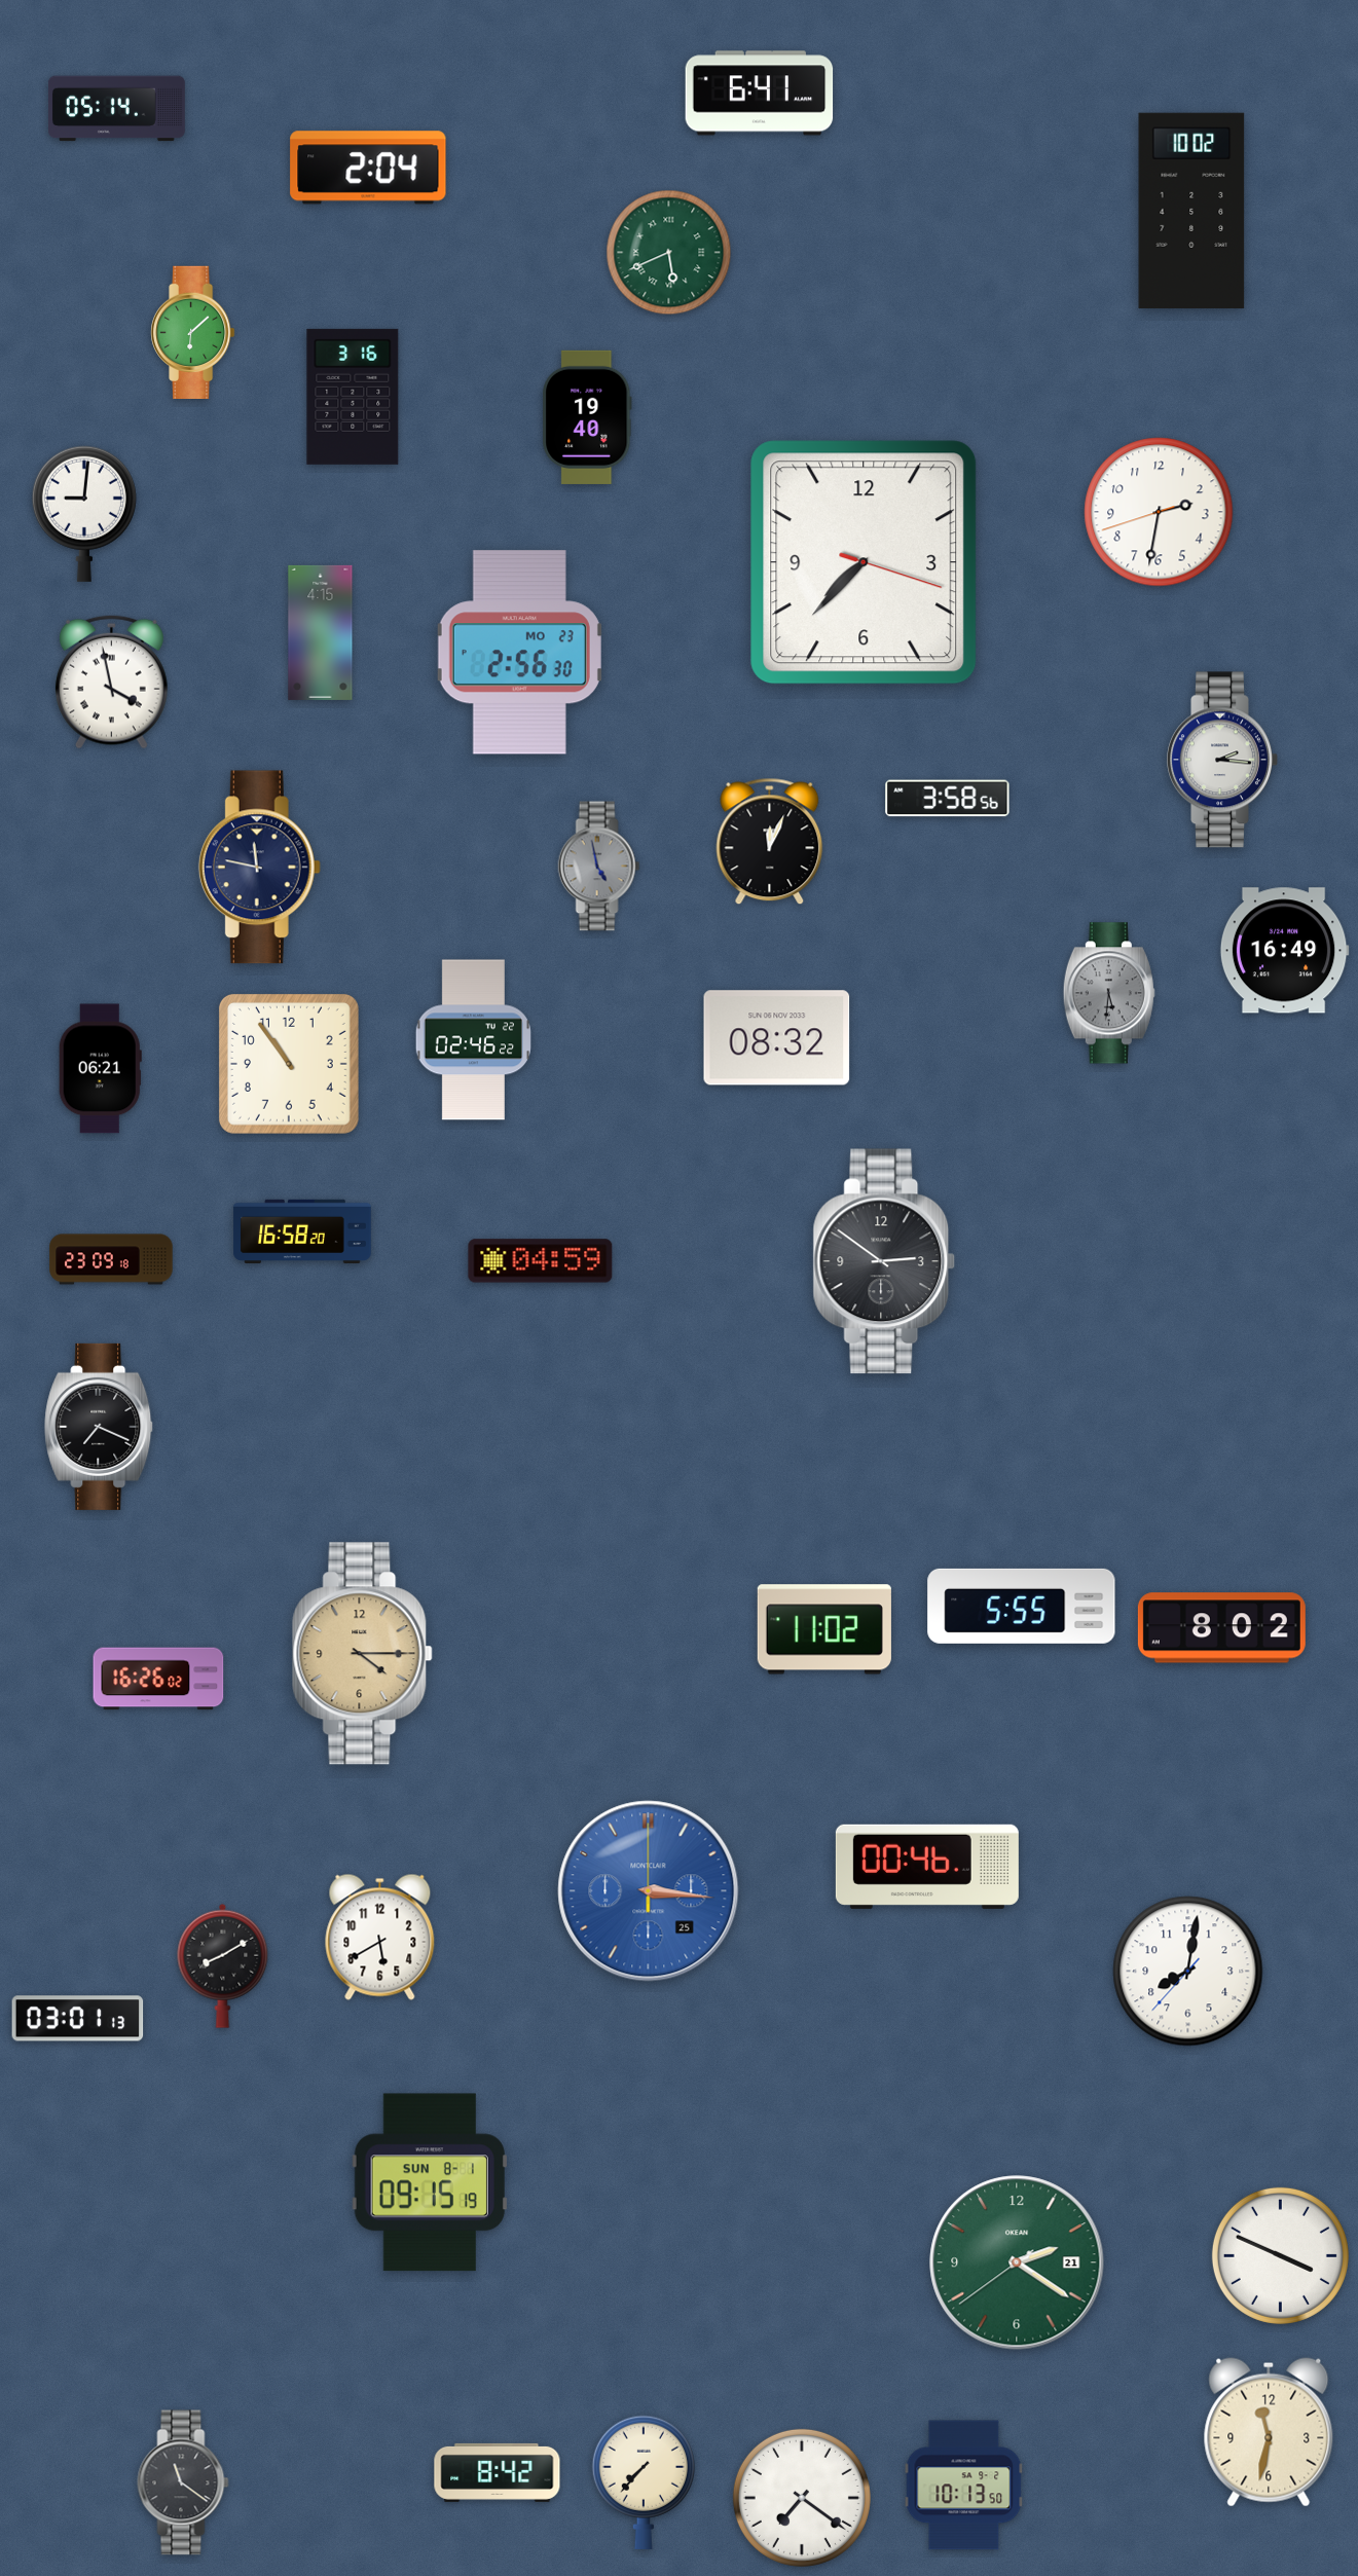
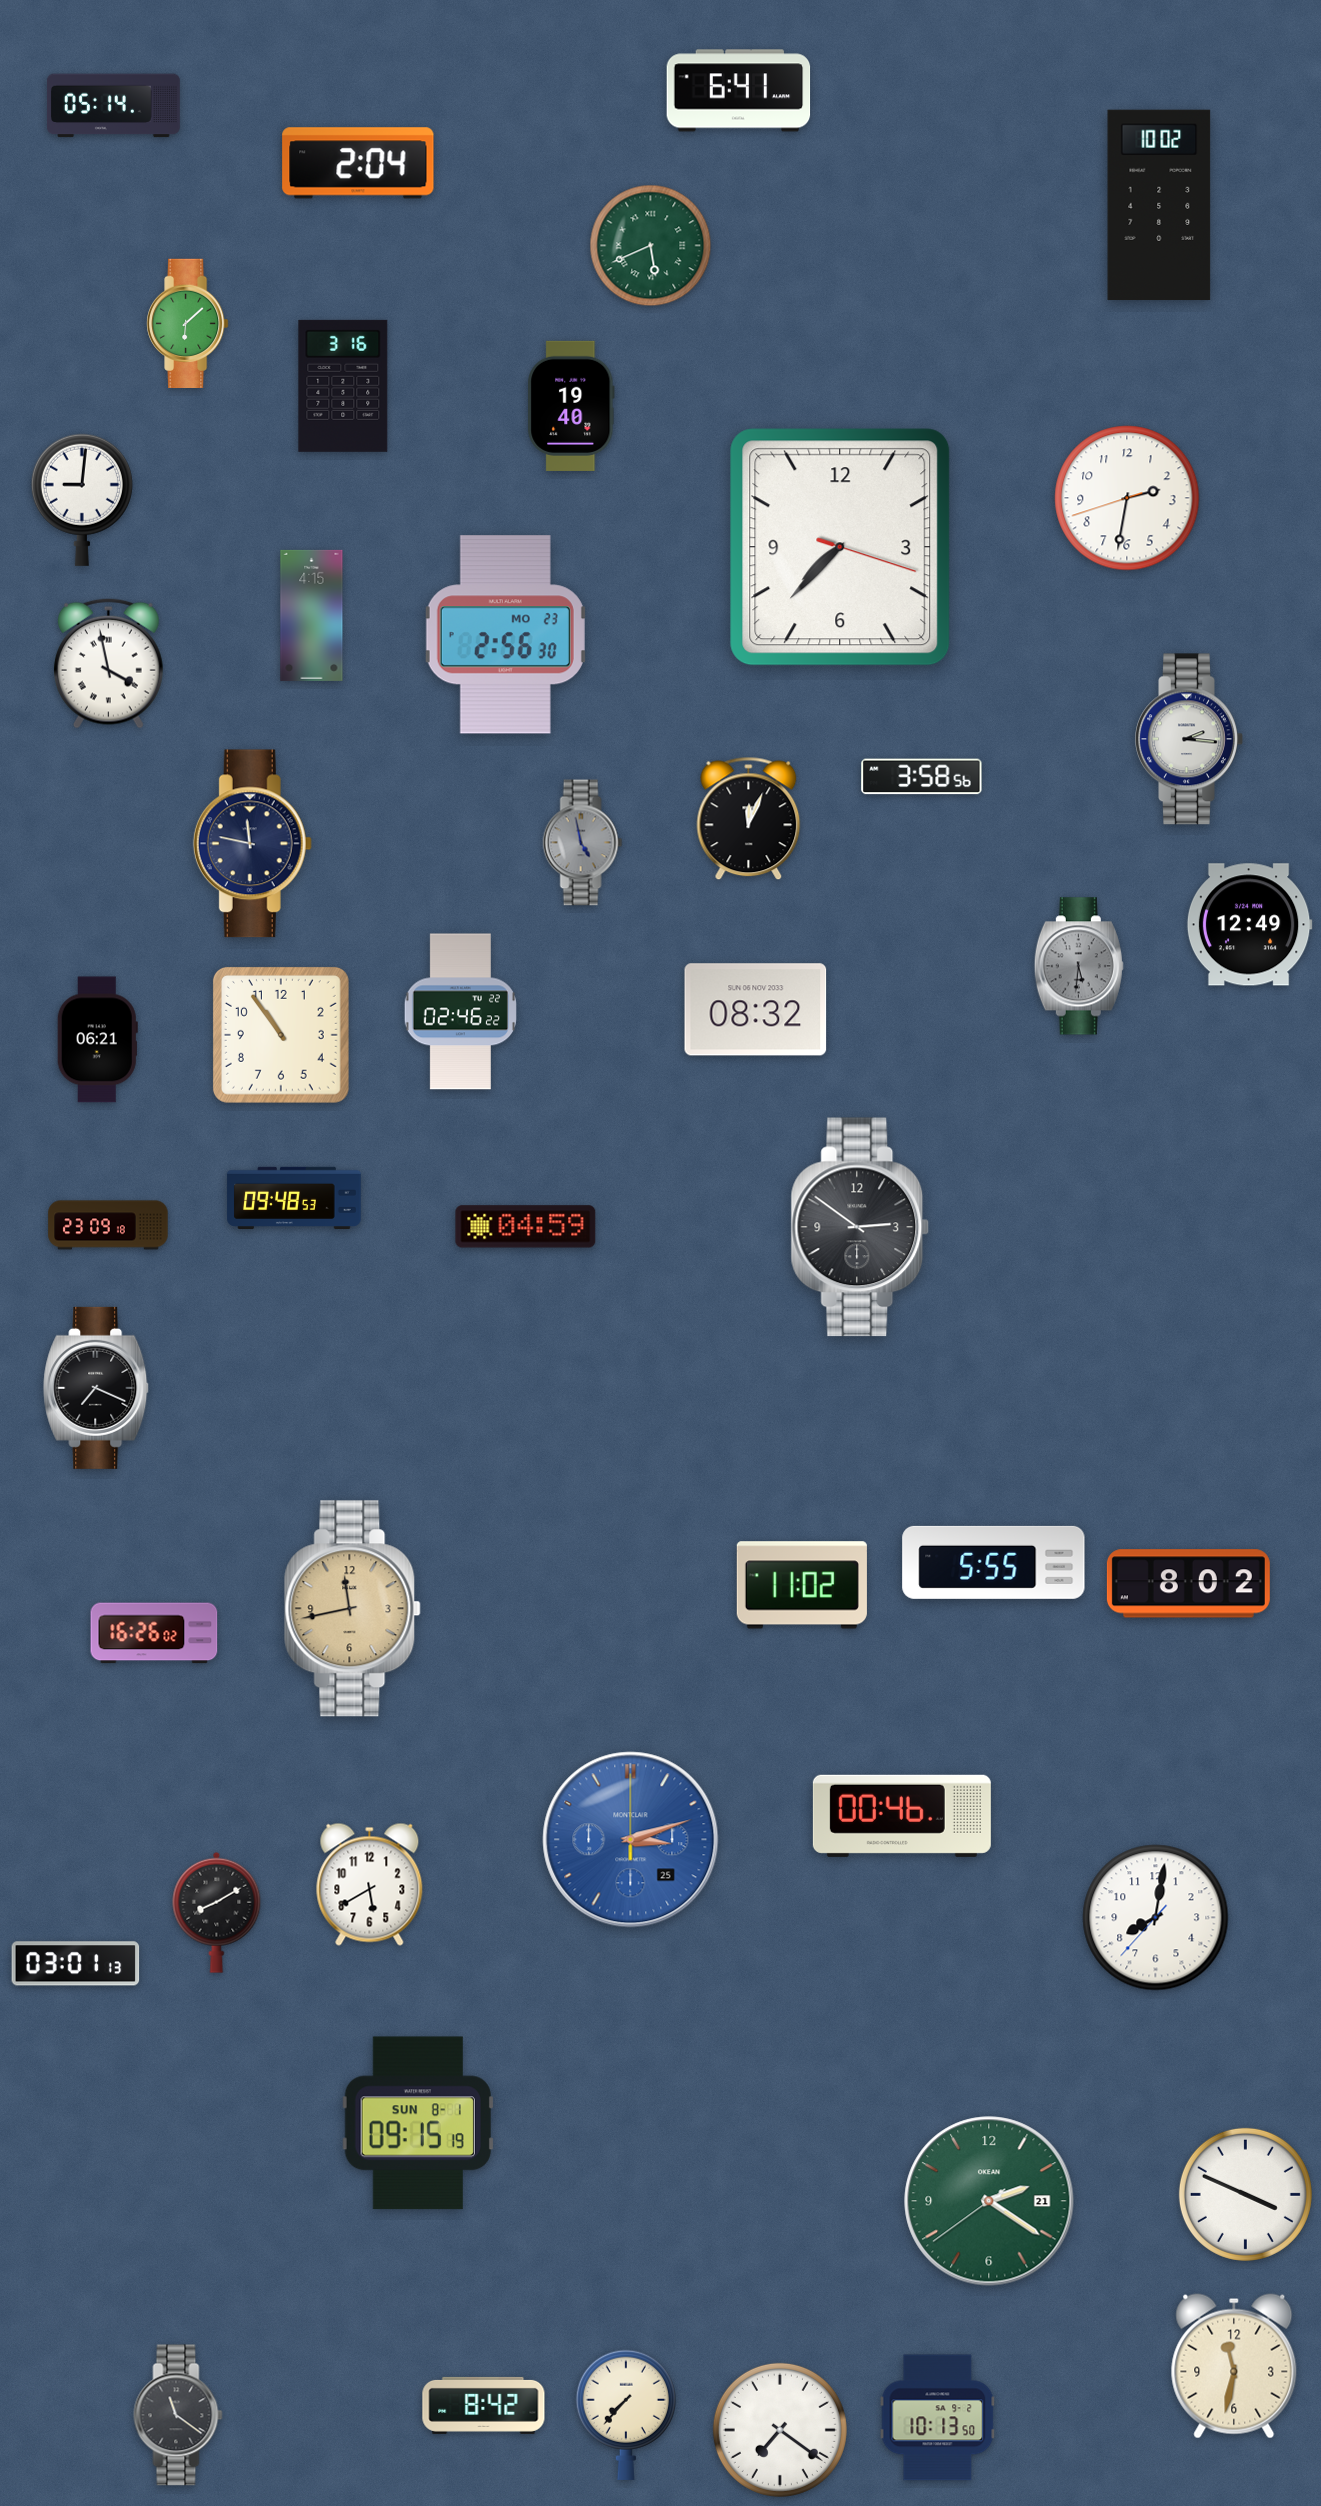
clock at (1284, 951): 16:49 -> 12:49
clock at (302, 1230): 16:58 -> 09:48
clock at (363, 1654): 4:15 -> 11:43
clock at (649, 1891): 3:16 -> 3:12
